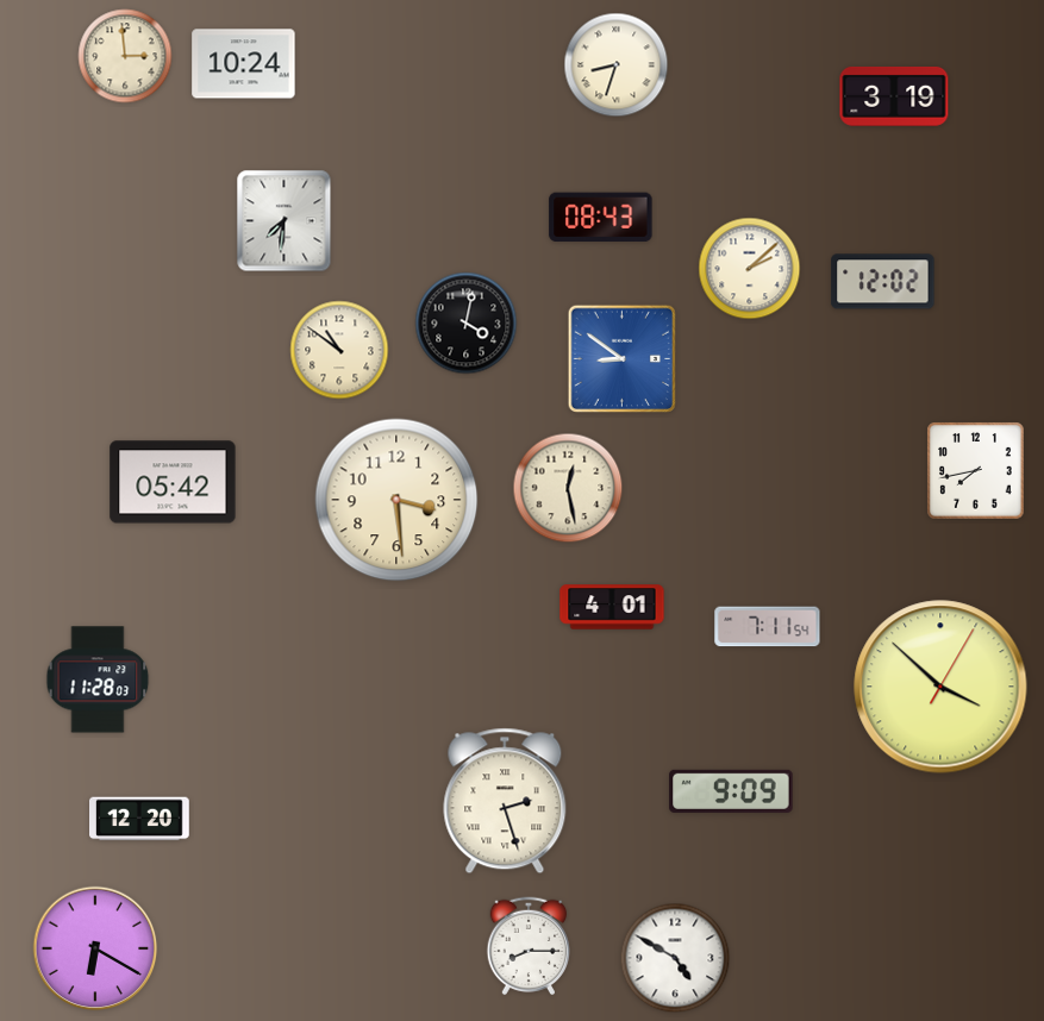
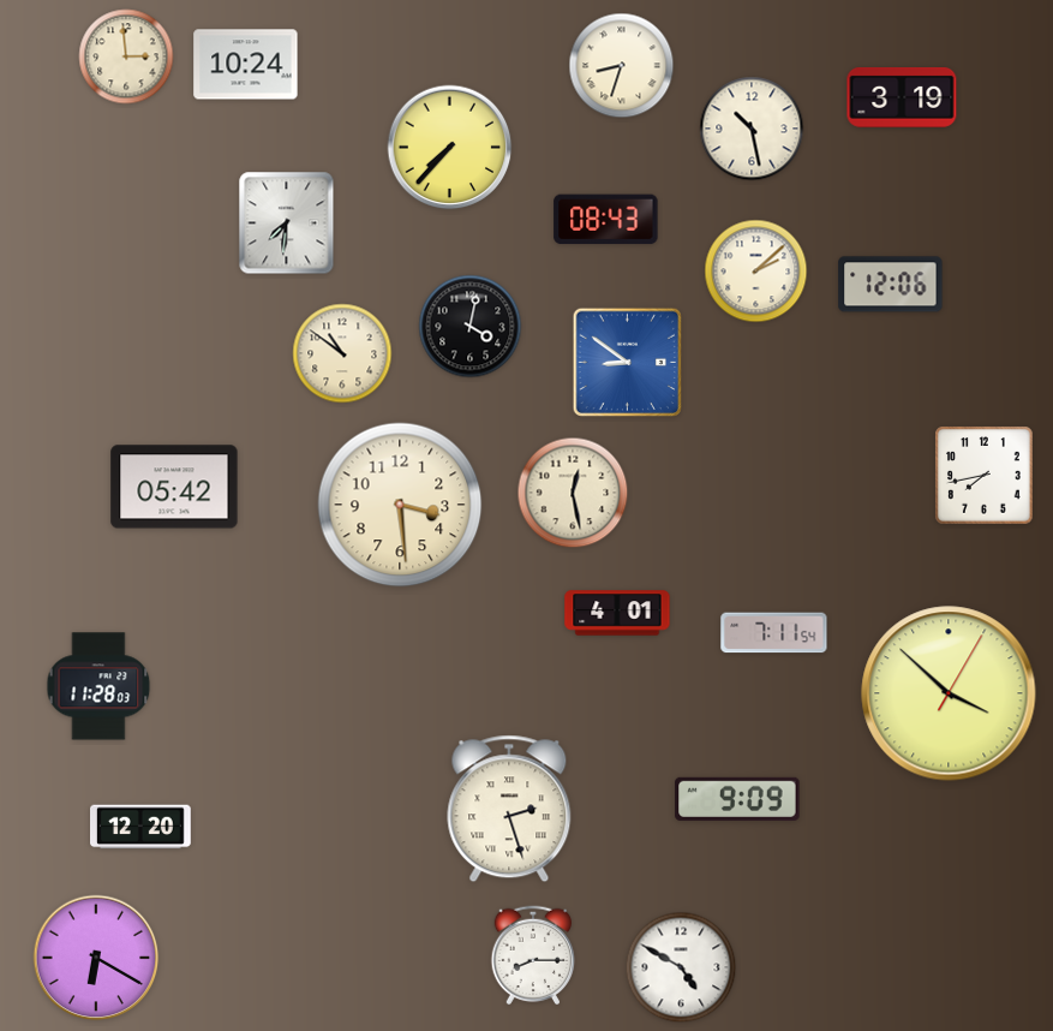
clock at (752, 129): none -> 10:28
clock at (450, 148): none -> 7:37
clock at (883, 282): 12:02 -> 12:06
